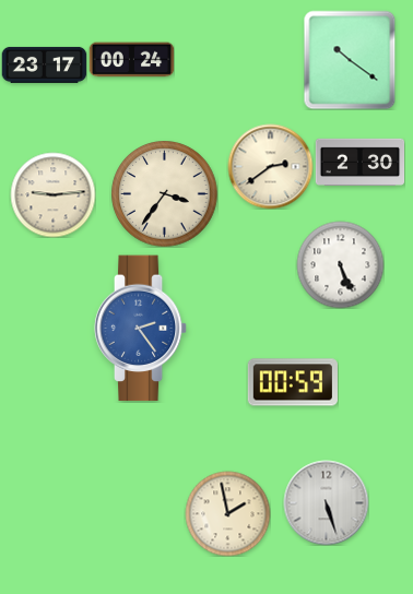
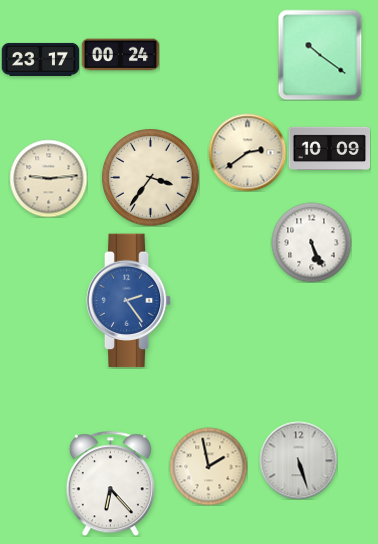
clock at (359, 162): 2:30 -> 10:09
clock at (293, 382): 00:59 -> none
clock at (227, 513) position: (227, 513) -> (208, 466)
clock at (110, 483): none -> 6:23
